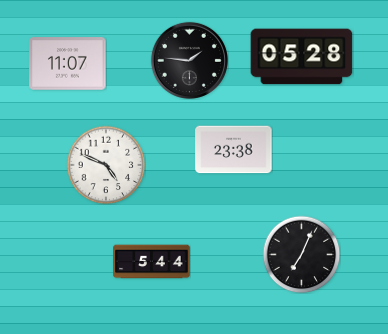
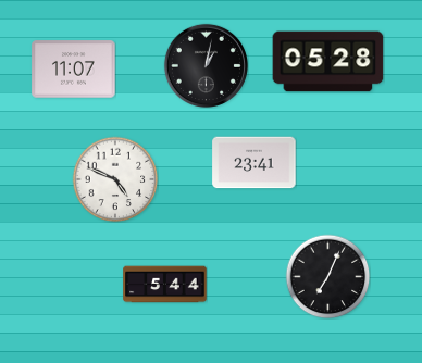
clock at (189, 60): 1:46 -> 1:02
clock at (234, 150): 23:38 -> 23:41
